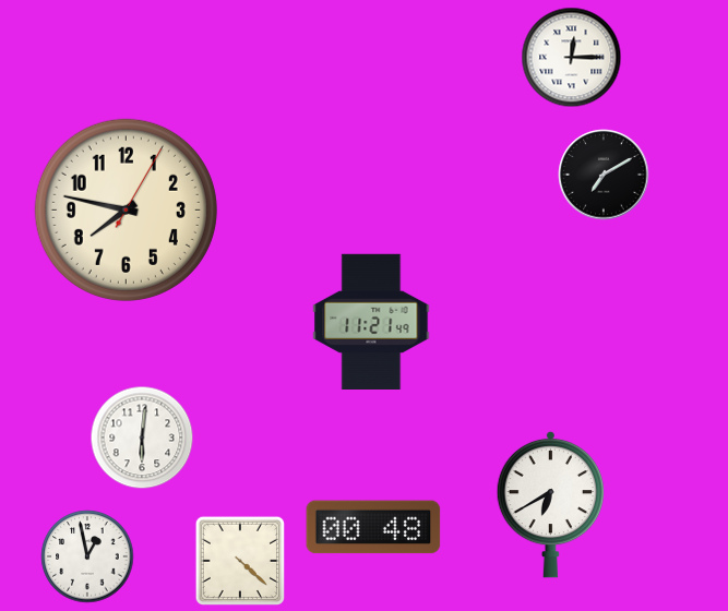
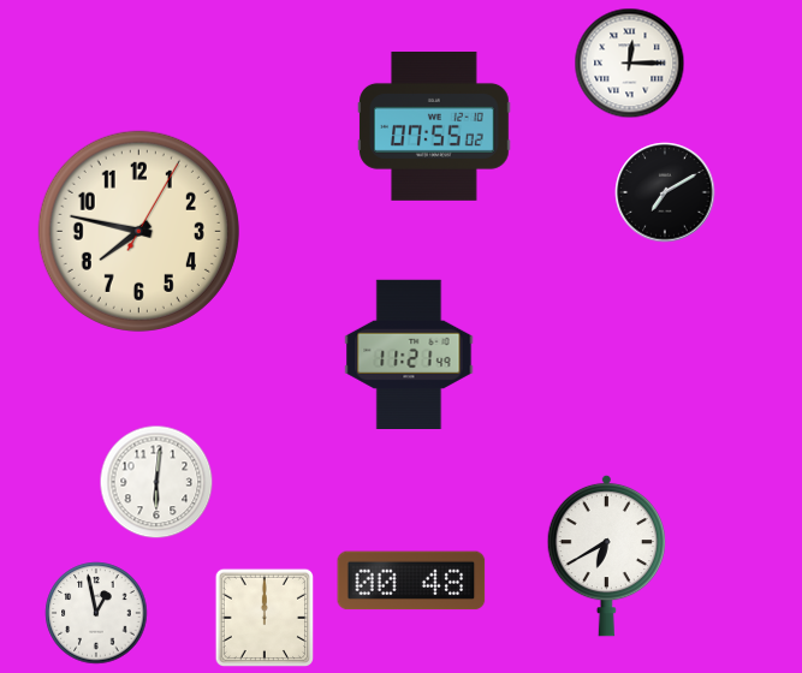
clock at (434, 126): none -> 07:55
clock at (239, 560): 4:22 -> 12:00
